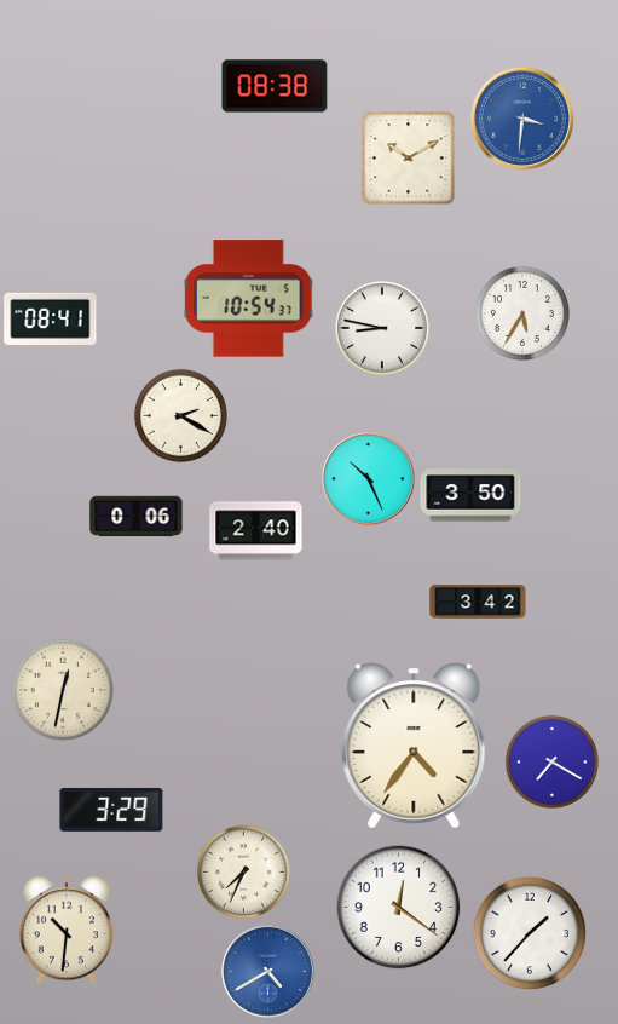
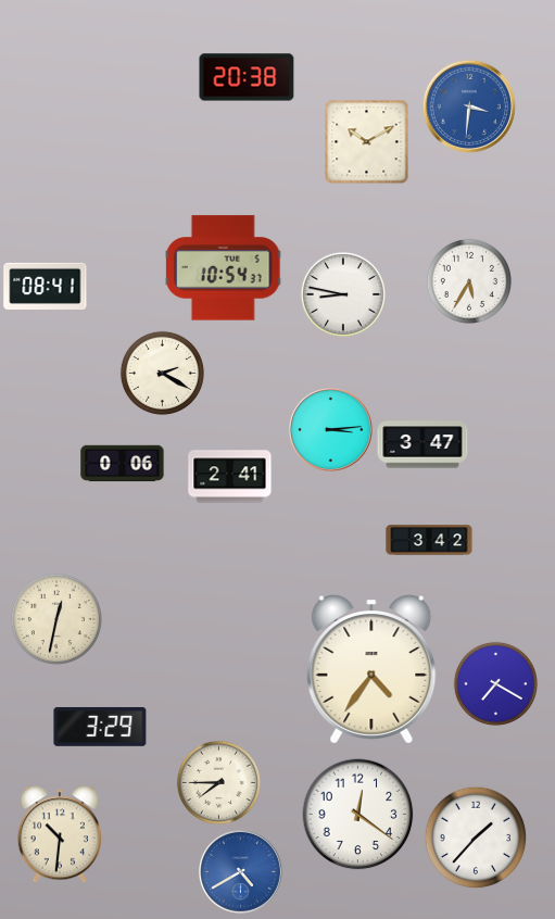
clock at (275, 86): 08:38 -> 20:38
clock at (369, 479): 10:26 -> 3:14
clock at (470, 495): 3:50 -> 3:47
clock at (256, 531): 2:40 -> 2:41
clock at (243, 871): 7:34 -> 7:45
